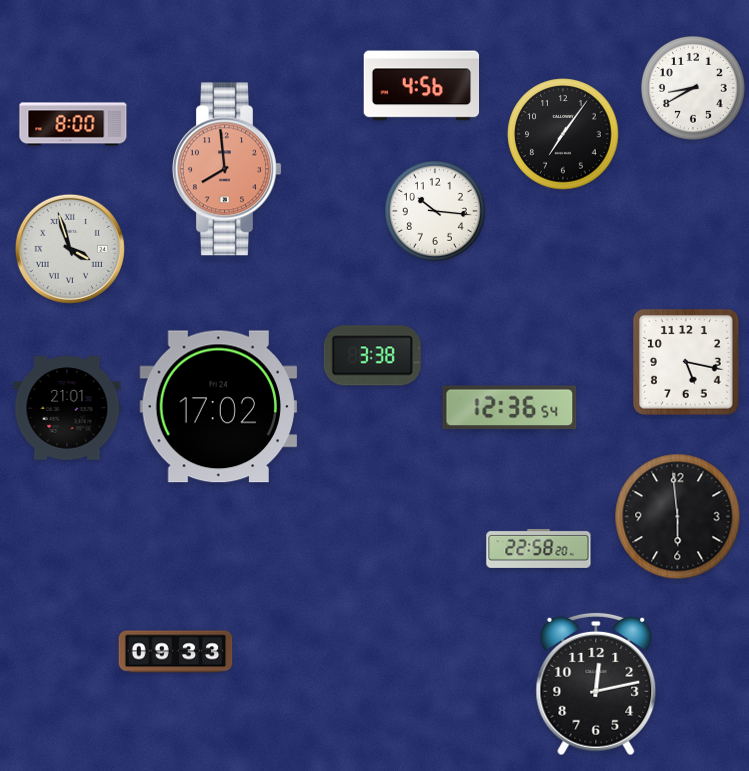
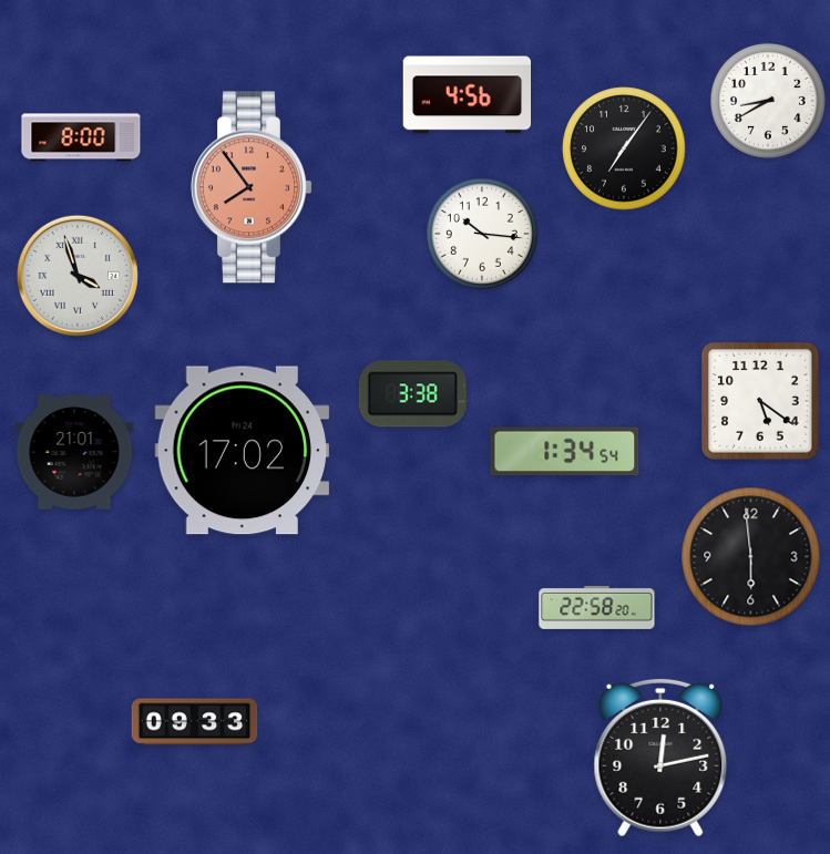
clock at (693, 88) position: (693, 88) -> (768, 101)
clock at (227, 169): 7:59 -> 7:54
clock at (686, 362): 5:17 -> 5:21
clock at (510, 408): 12:36 -> 1:34
clock at (678, 517) position: (678, 517) -> (751, 557)
